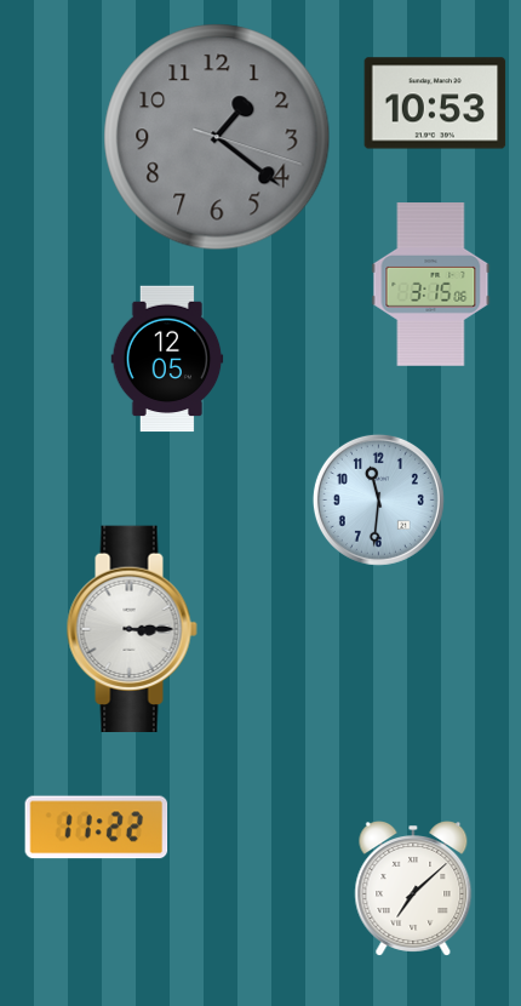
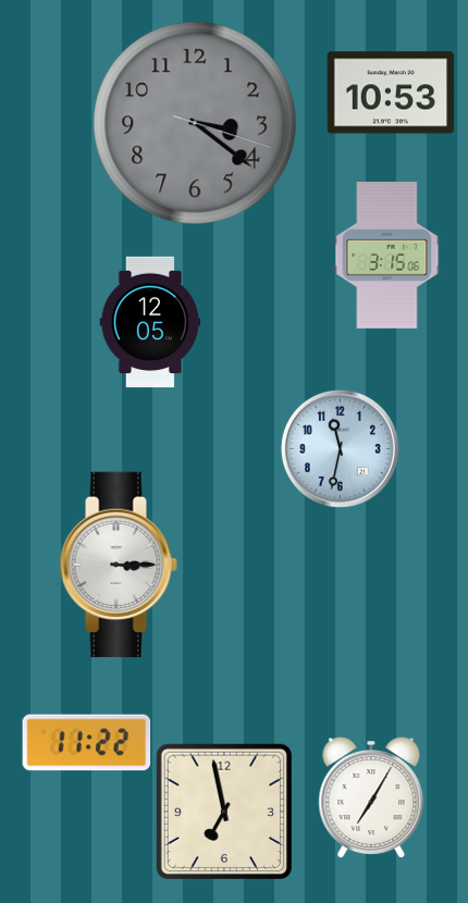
clock at (217, 137): 1:21 -> 3:21
clock at (378, 499): 11:31 -> 11:32
clock at (413, 890): 7:08 -> 7:05
clock at (223, 811): none -> 6:58
